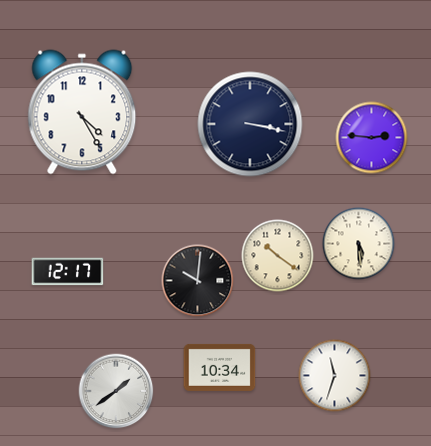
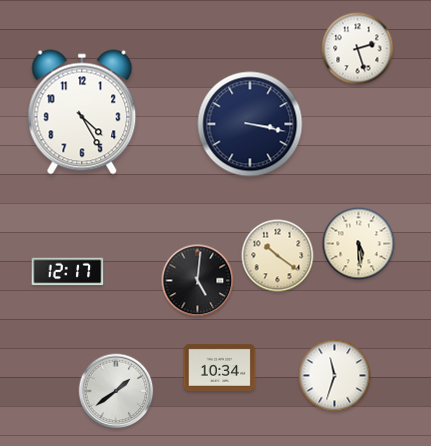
clock at (358, 49): none -> 2:27
clock at (372, 138): 2:46 -> none
clock at (198, 281): 10:01 -> 5:01
